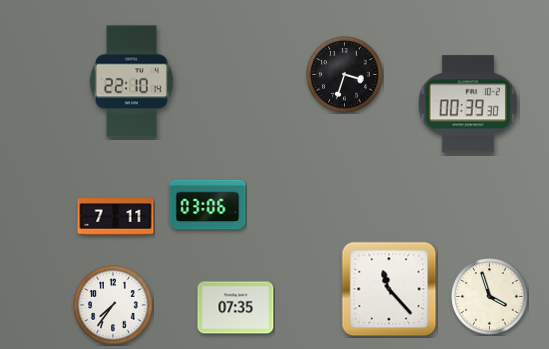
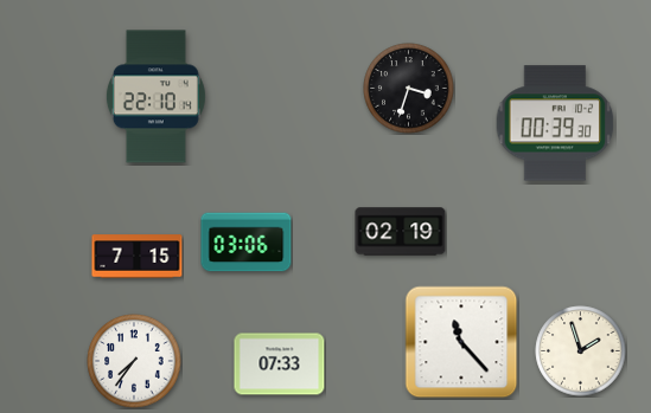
clock at (401, 232): none -> 02:19
clock at (116, 217): 7:11 -> 7:15
clock at (490, 297): 3:57 -> 1:57
clock at (236, 308): 07:35 -> 07:33
